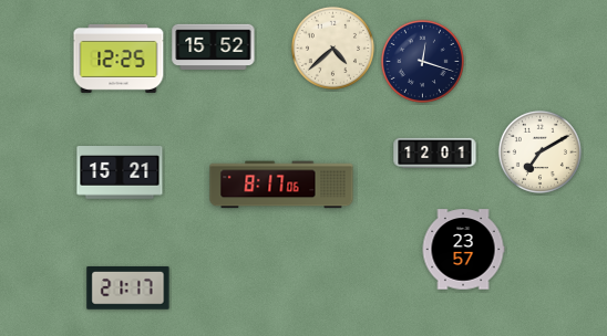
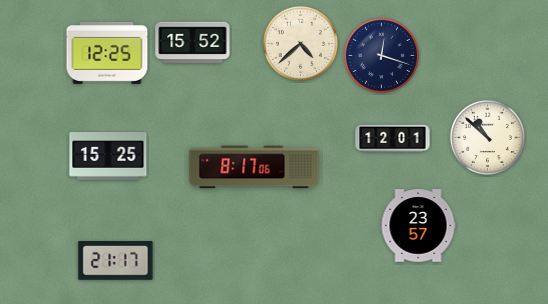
clock at (539, 151): 7:10 -> 10:52
clock at (120, 174): 15:21 -> 15:25
